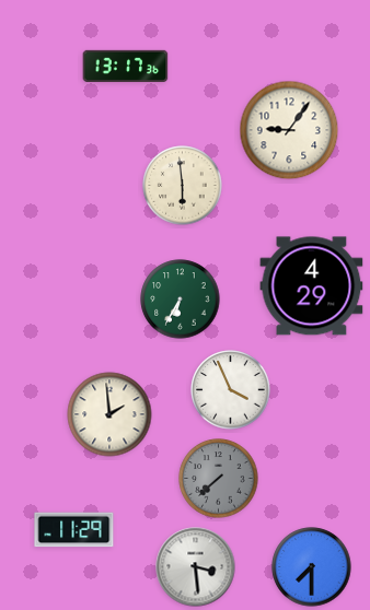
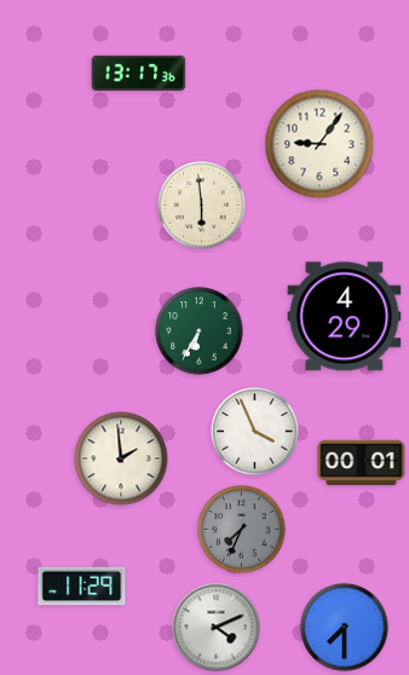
clock at (362, 463): none -> 00:01
clock at (219, 479): 7:38 -> 7:34
clock at (196, 567): 3:29 -> 4:11
